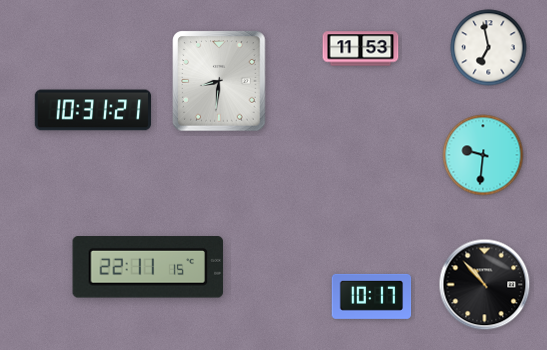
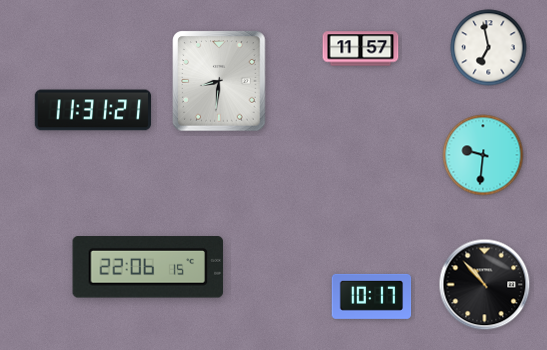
clock at (361, 49): 11:53 -> 11:57
clock at (93, 110): 10:31 -> 11:31
clock at (148, 267): 22:11 -> 22:06
